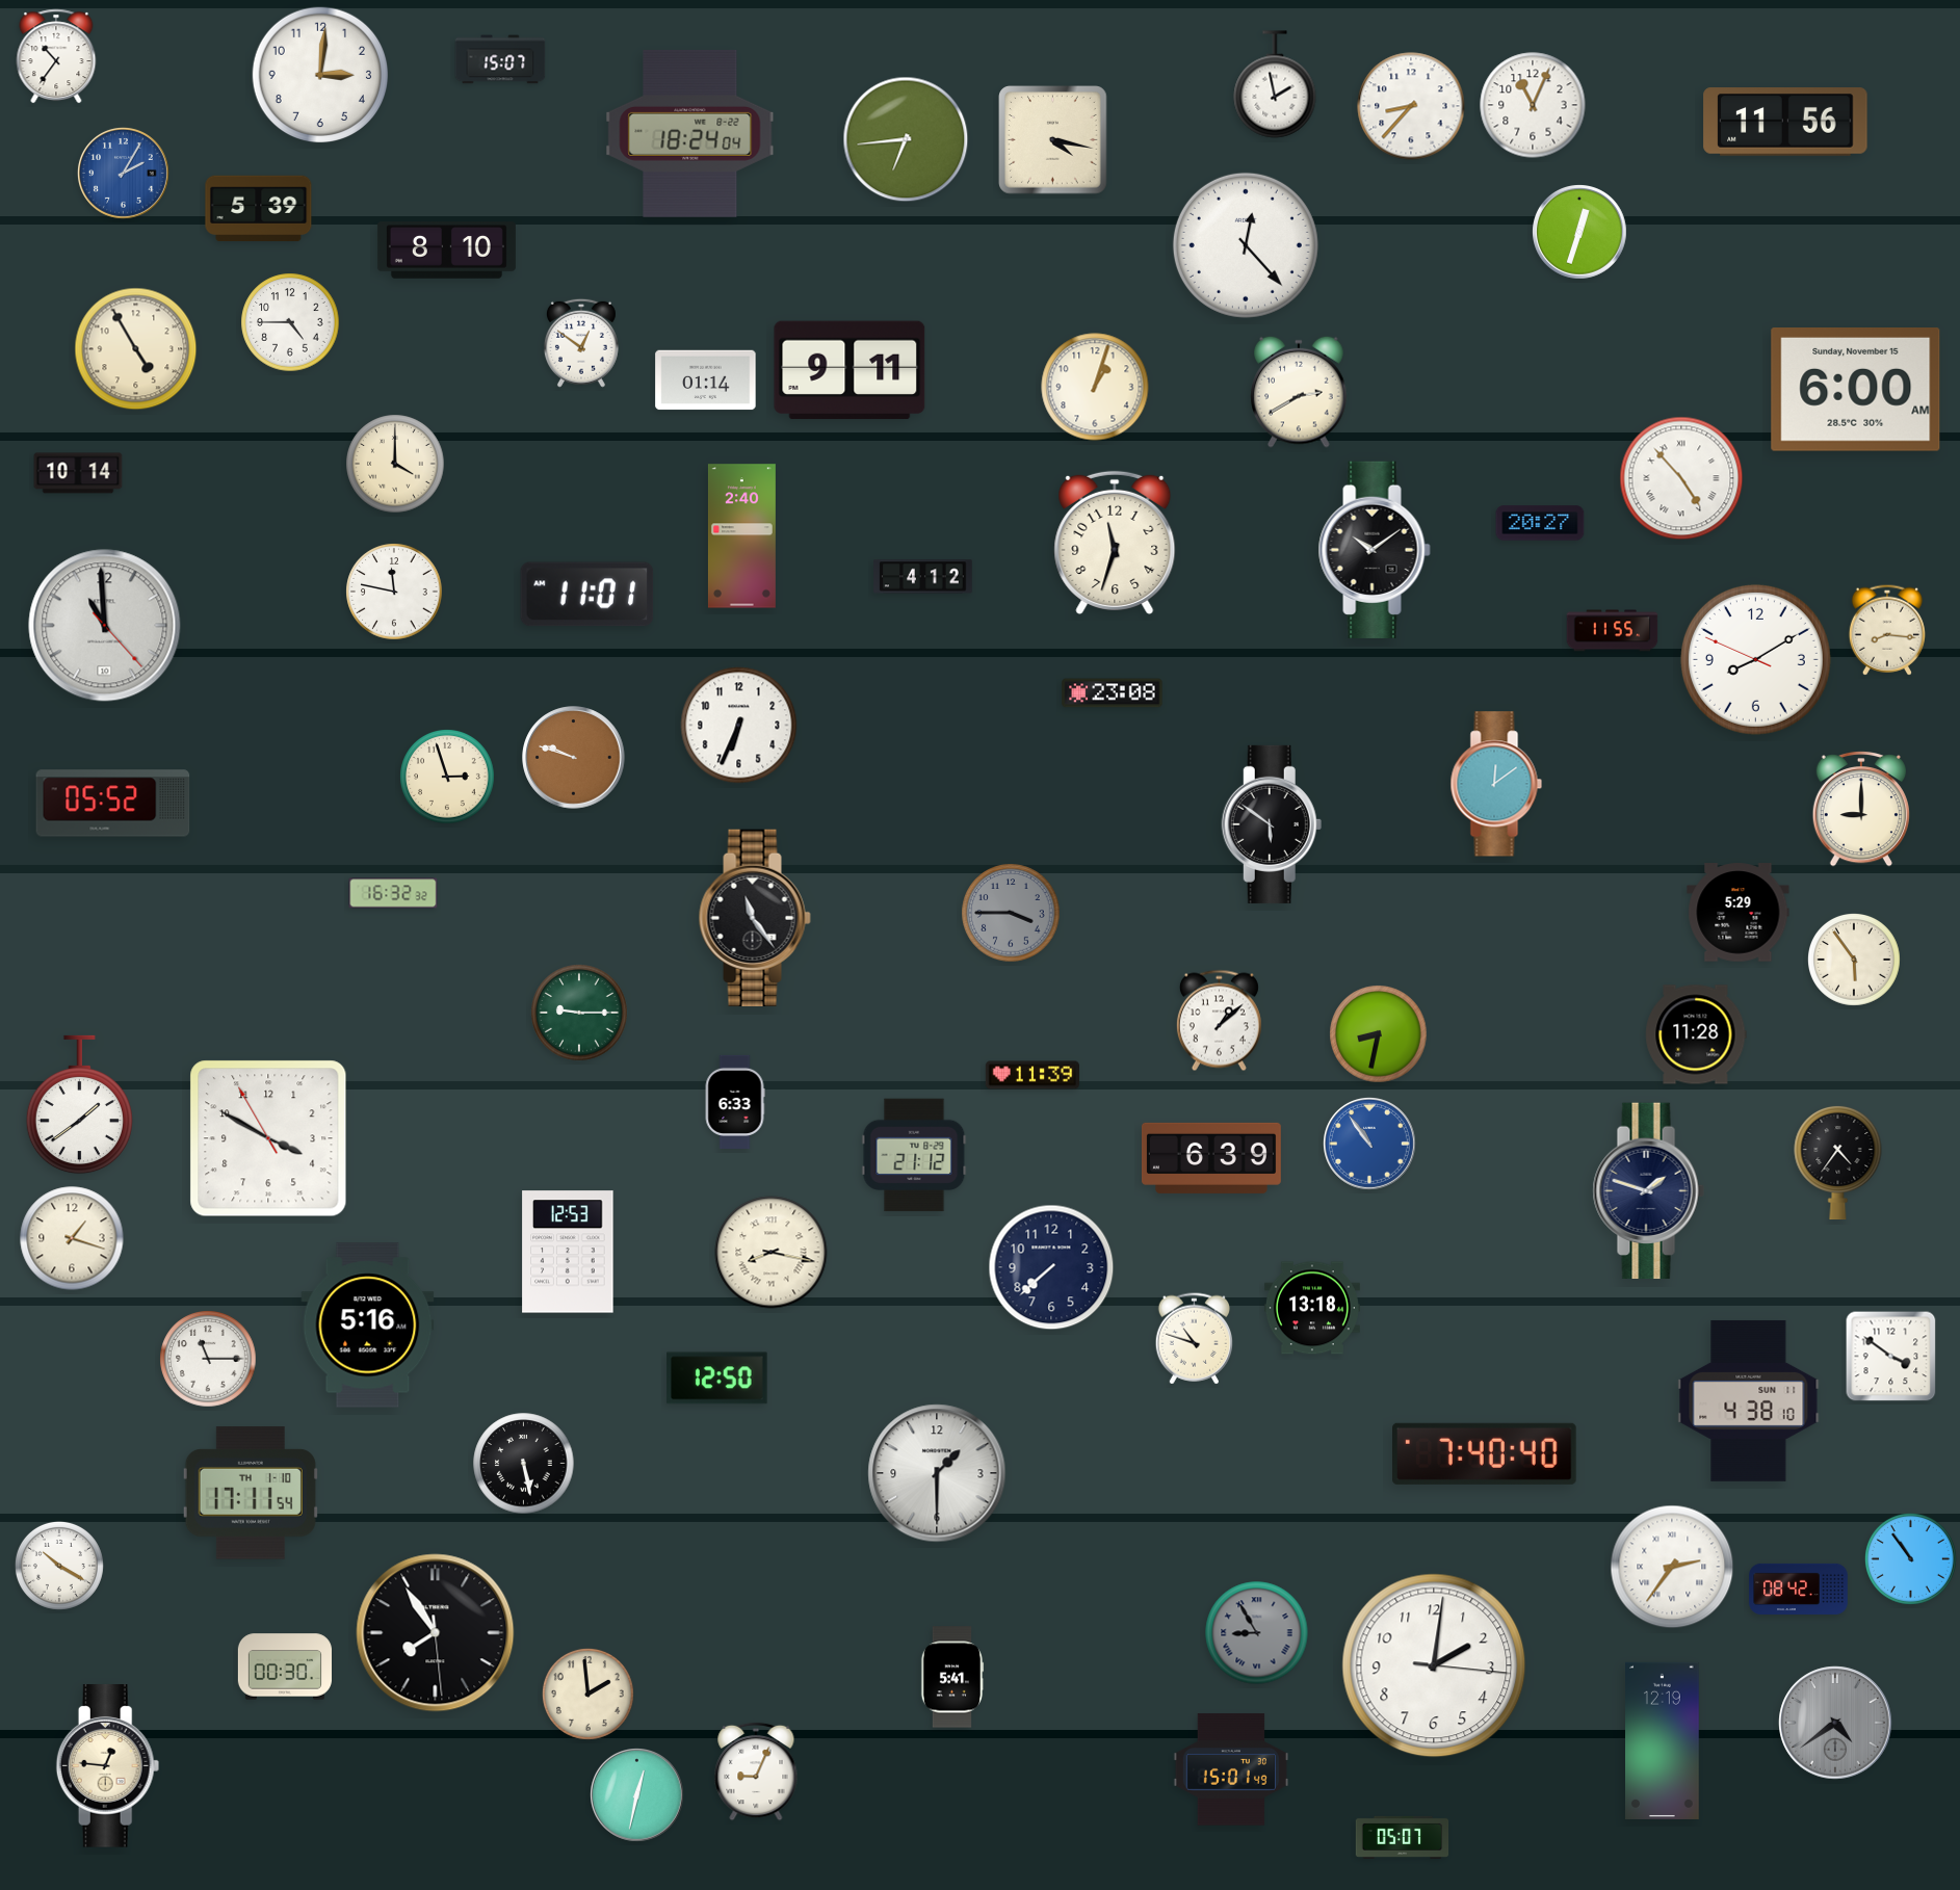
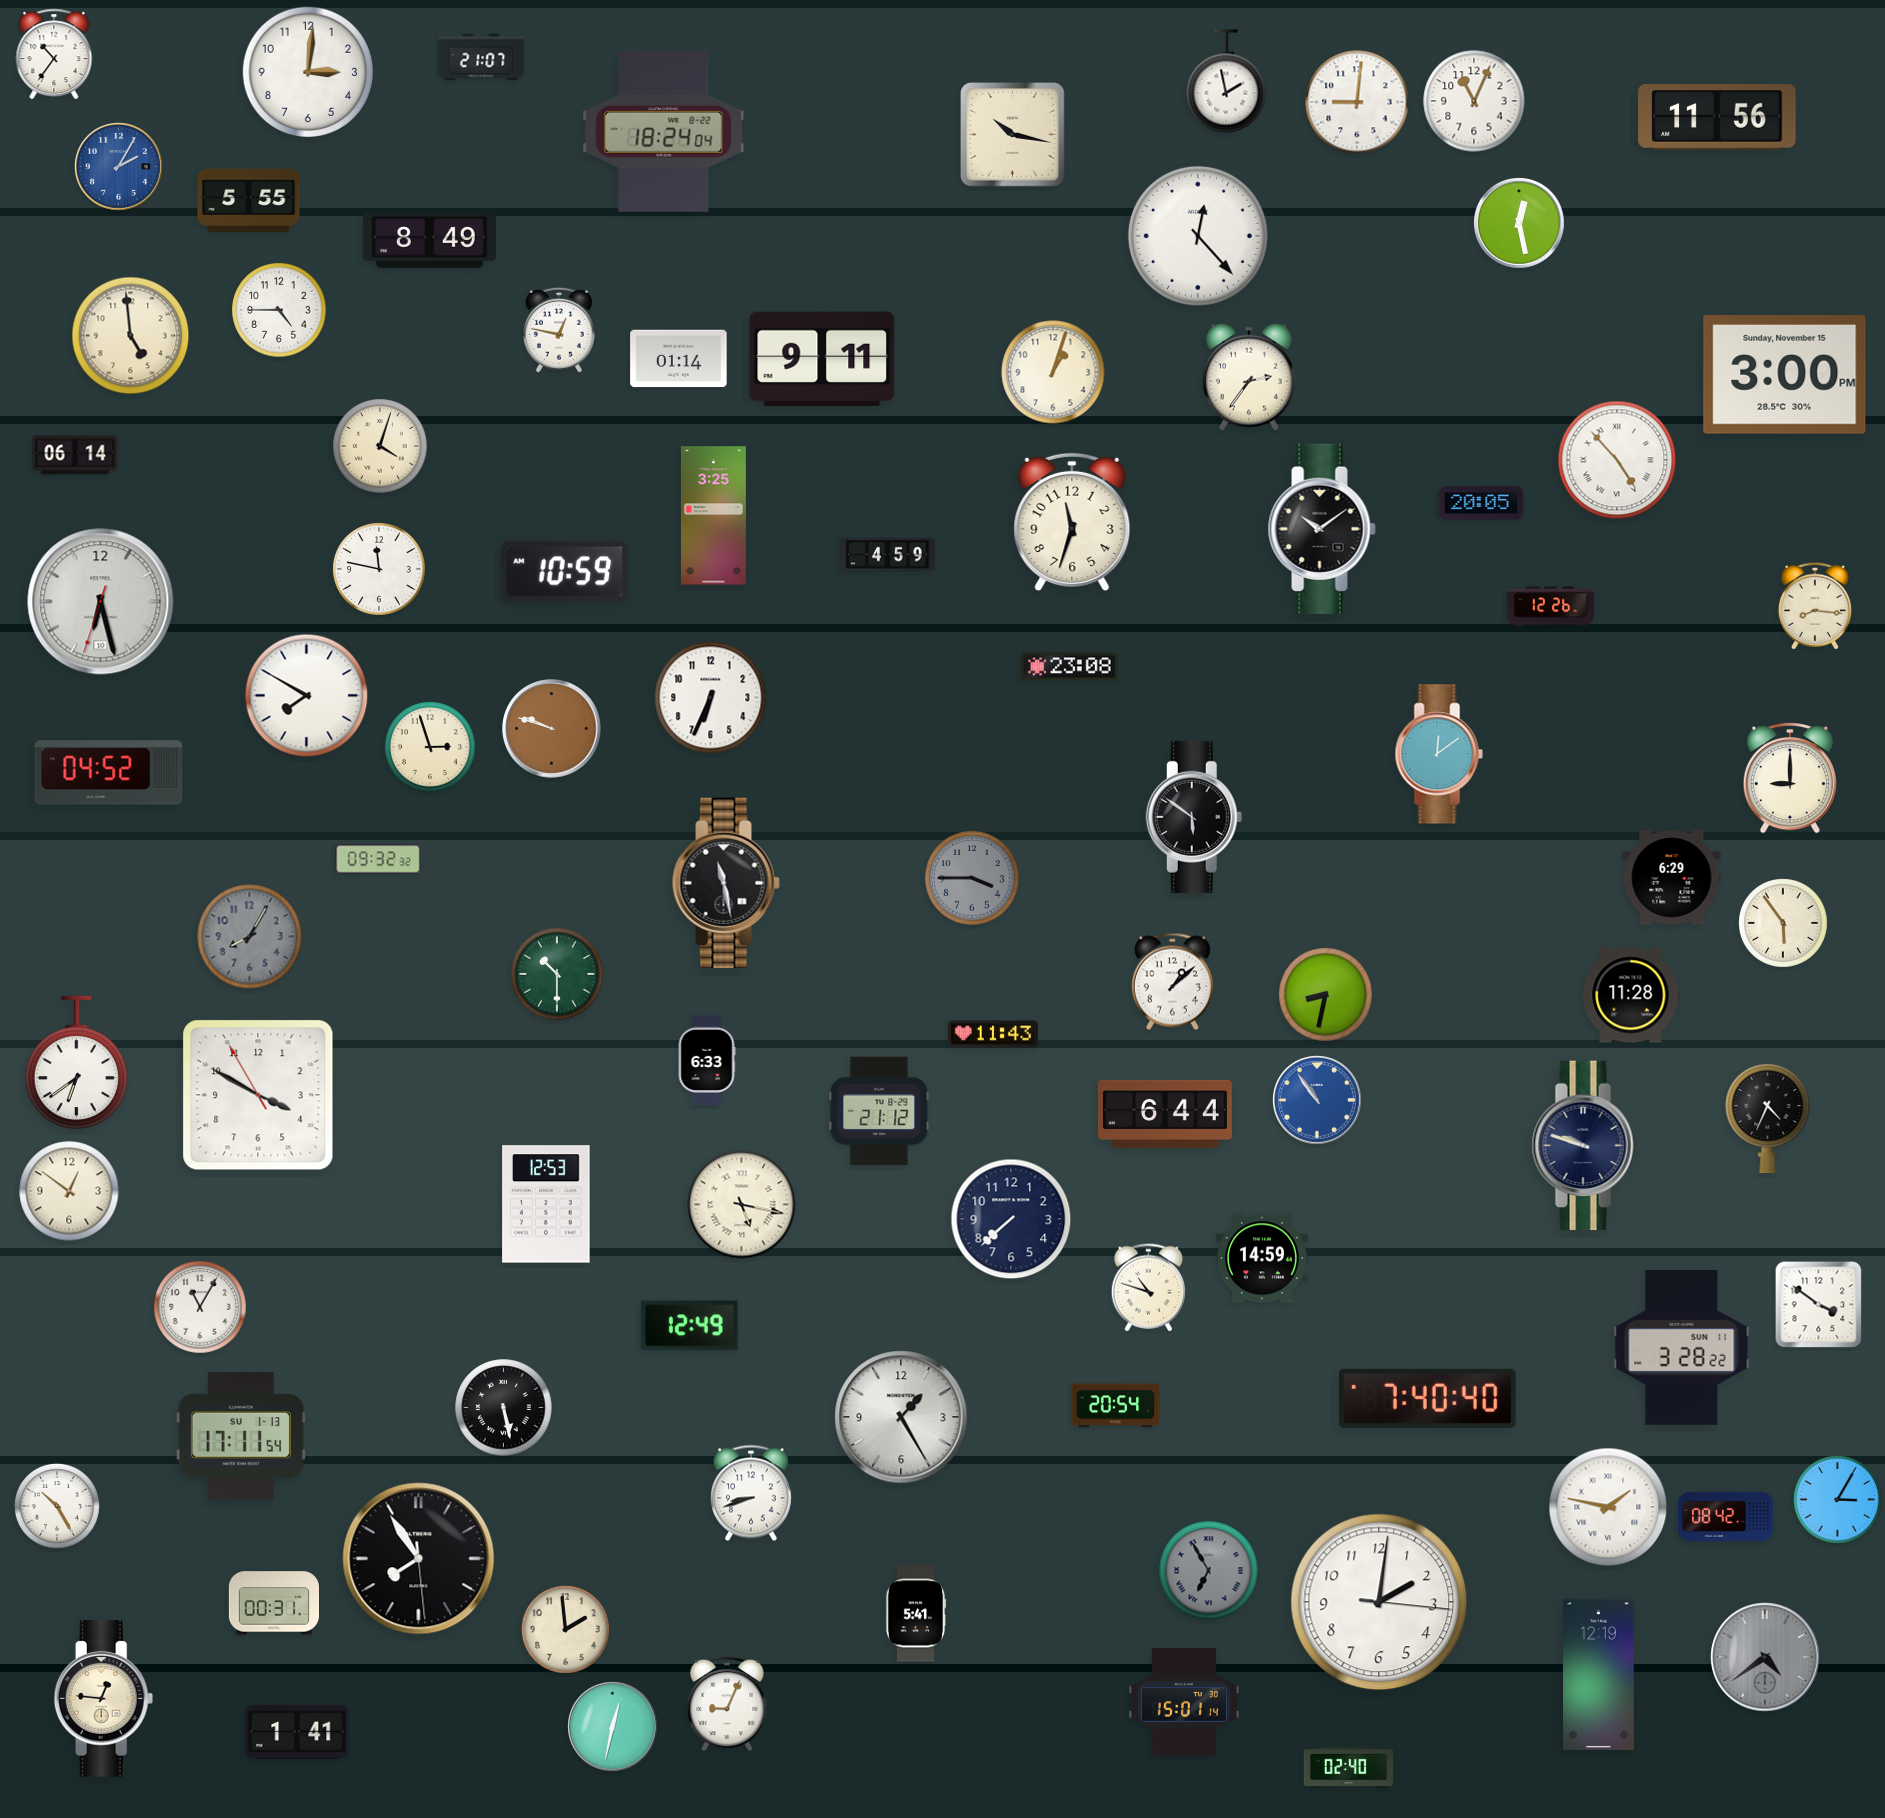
clock at (500, 59): 15:07 -> 21:07
clock at (1411, 106): 8:37 -> 9:01
clock at (690, 133) position: (690, 133) -> (664, 131)
clock at (906, 139): 6:44 -> none
clock at (1053, 140): 4:17 -> 10:17
clock at (259, 208): 5:39 -> 5:55
clock at (1580, 233): 12:33 -> 12:28
clock at (446, 251): 8:10 -> 8:49
clock at (581, 343): 12:51 -> 12:47
clock at (136, 349): 4:55 -> 4:59
clock at (850, 370) position: (850, 370) -> (822, 359)
clock at (706, 380) position: (706, 380) -> (679, 359)
clock at (1856, 390): 6:00 -> 3:00
clock at (1299, 392): 2:40 -> 2:36
clock at (395, 464): 4:00 -> 4:03
clock at (78, 473): 10:14 -> 06:14
clock at (1540, 523): 20:27 -> 20:05
clock at (741, 536): 2:40 -> 3:25
clock at (923, 577): 4:12 -> 4:59
clock at (587, 595): 11:01 -> 10:59
clock at (105, 626): 10:59 -> 6:27
clock at (1613, 631): 11:55 -> 12:26
clock at (1755, 659): 8:09 -> none
clock at (307, 696): none -> 7:50
clock at (113, 804): 05:52 -> 04:52
clock at (1272, 824) position: (1272, 824) -> (1194, 817)
clock at (393, 893): 16:32 -> 09:32
clock at (1739, 913): 5:29 -> 6:29
clock at (755, 918): 11:24 -> 11:28
clock at (250, 937): none -> 8:05
clock at (579, 1013): 9:15 -> 10:30
clock at (1033, 1075): 11:39 -> 11:43
clock at (79, 1105): 1:39 -> 6:39
clock at (1211, 1158): 6:39 -> 6:44
clock at (1838, 1162): 4:36 -> 4:34
clock at (1648, 1191): 1:48 -> 9:48
clock at (72, 1238): 1:18 -> 12:51
clock at (772, 1253): 8:17 -> 5:17
clock at (1312, 1308): 13:18 -> 14:59
clock at (368, 1325): 5:16 -> none
clock at (208, 1359): 11:15 -> 11:05
clock at (717, 1379): 12:50 -> 12:49
clock at (1749, 1400): 4:38 -> 3:28
clock at (1116, 1406): none -> 20:54
clock at (937, 1473): 1:30 -> 1:25
clock at (251, 1493) date: TH 1-10 -> SU 1-13
clock at (751, 1493): none -> 8:42
clock at (1910, 1558): 10:54 -> 3:05
clock at (59, 1566): 10:20 -> 10:25
clock at (1672, 1567): 2:36 -> 1:47
clock at (1799, 1589) position: (1799, 1589) -> (1726, 1516)
clock at (436, 1633) position: (436, 1633) -> (419, 1559)
clock at (1257, 1633): 8:55 -> 6:55
clock at (284, 1666): 00:30 -> 00:31
clock at (1230, 1769): 15:01:49 -> 15:01:14
clock at (297, 1732): none -> 1:41
clock at (1403, 1837): 05:07 -> 02:40
